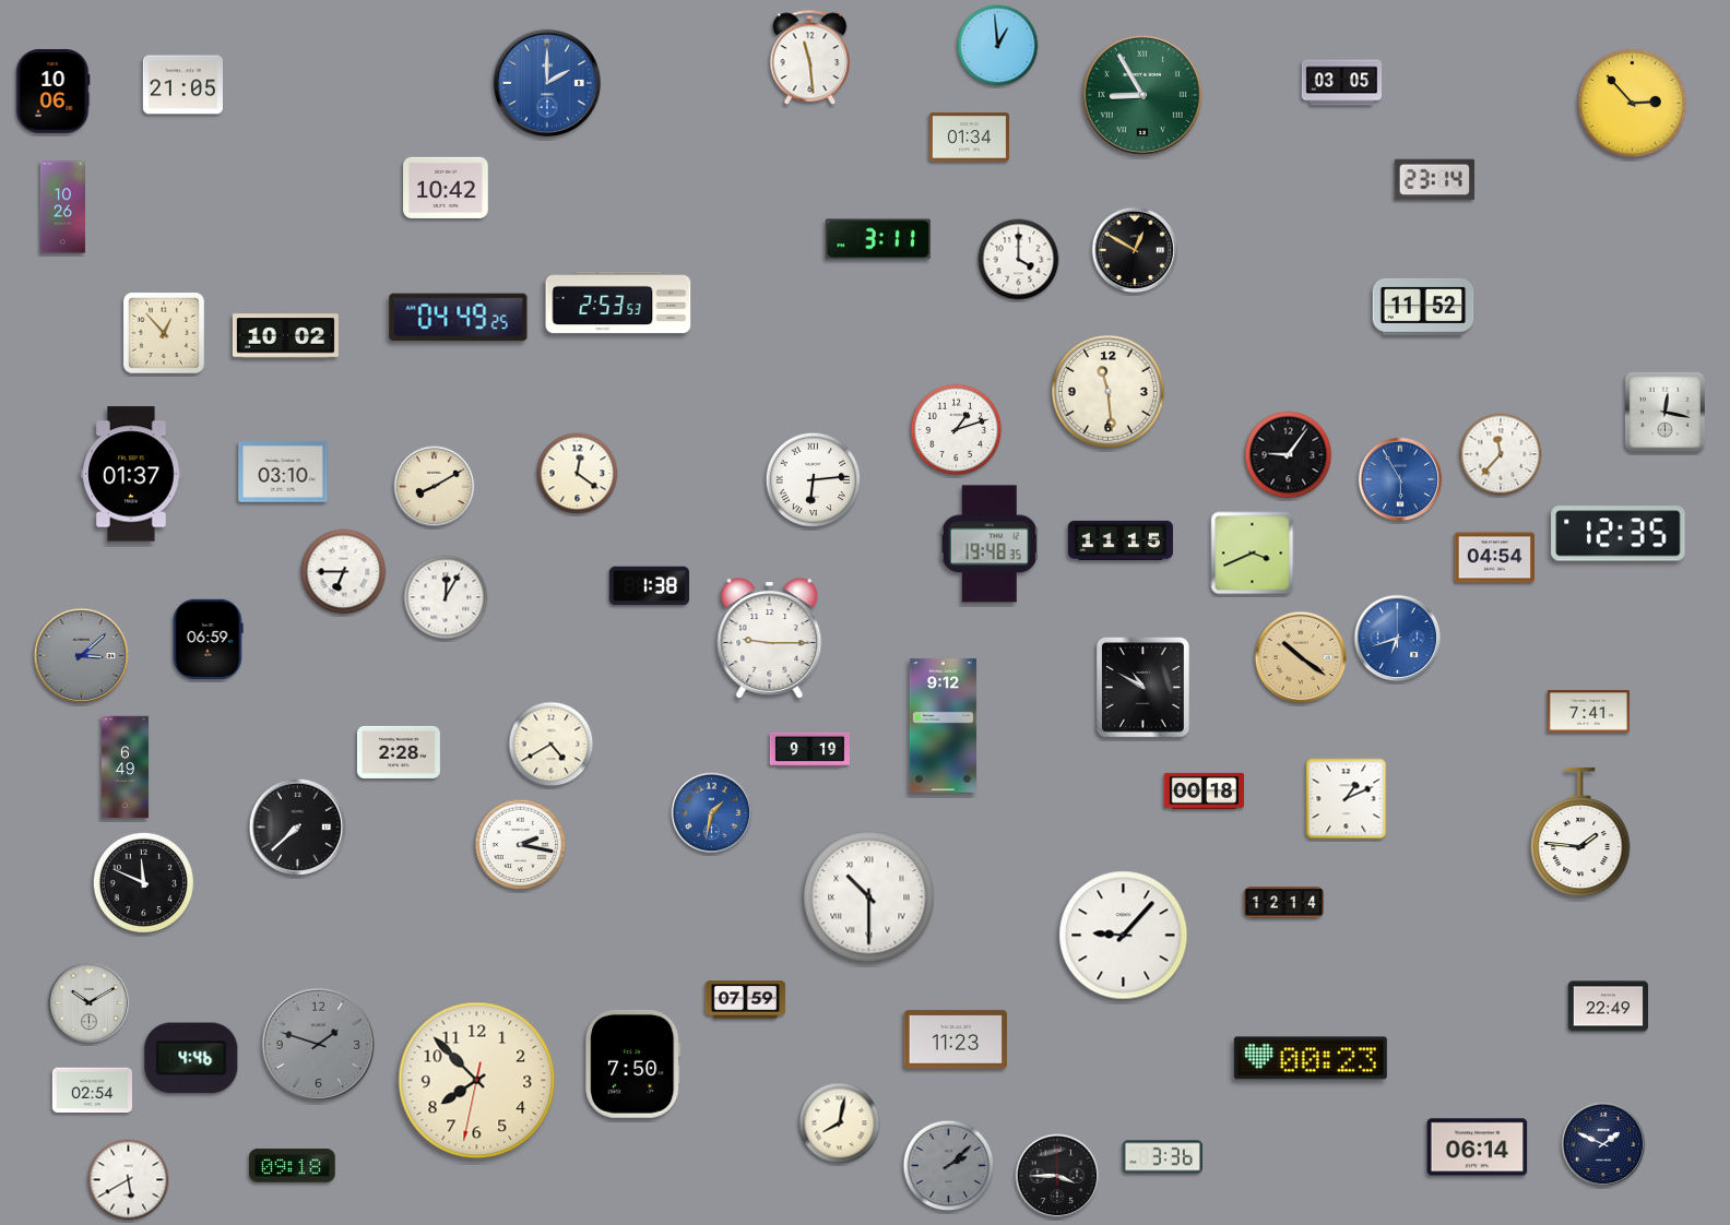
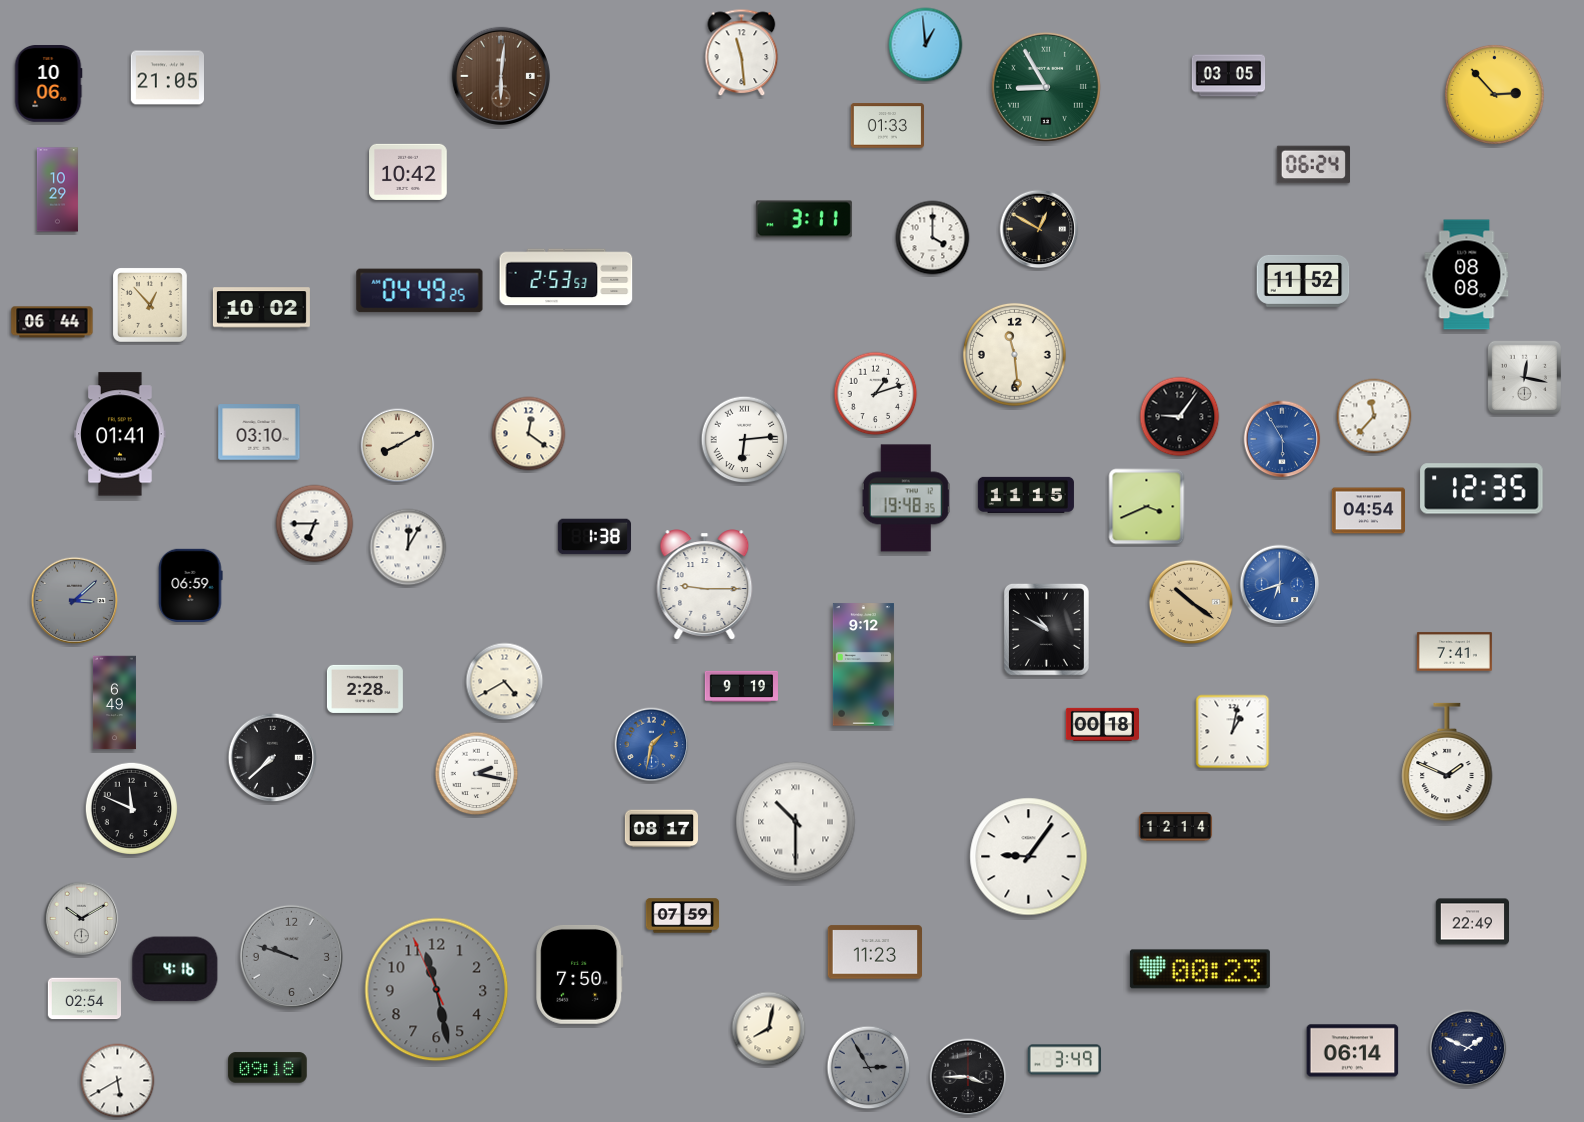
clock at (998, 46) position: (998, 46) -> (926, 45)
clock at (547, 83): 2:00 -> 6:01
clock at (547, 83) dial: blue -> brown
clock at (969, 138): 01:34 -> 01:33
clock at (1434, 180): 23:14 -> 06:24
clock at (62, 207): 10:26 -> 10:29
clock at (1467, 275): none -> 08:08
clock at (52, 322): none -> 06:44
clock at (1107, 391) position: (1107, 391) -> (1014, 354)
clock at (131, 474): 01:37 -> 01:41
clock at (1347, 799): 1:11 -> 1:02
clock at (1580, 832): 1:46 -> 1:49
clock at (662, 829): none -> 08:17
clock at (1124, 936): 9:07 -> 9:06
clock at (318, 1044): 1:48 -> 9:48
clock at (191, 1058): 4:46 -> 4:16
clock at (477, 1081): 7:52 -> 11:27
clock at (477, 1081) dial: cream -> grey
clock at (1162, 1157): 3:36 -> 3:49
clock at (949, 1166): 2:08 -> 2:55
